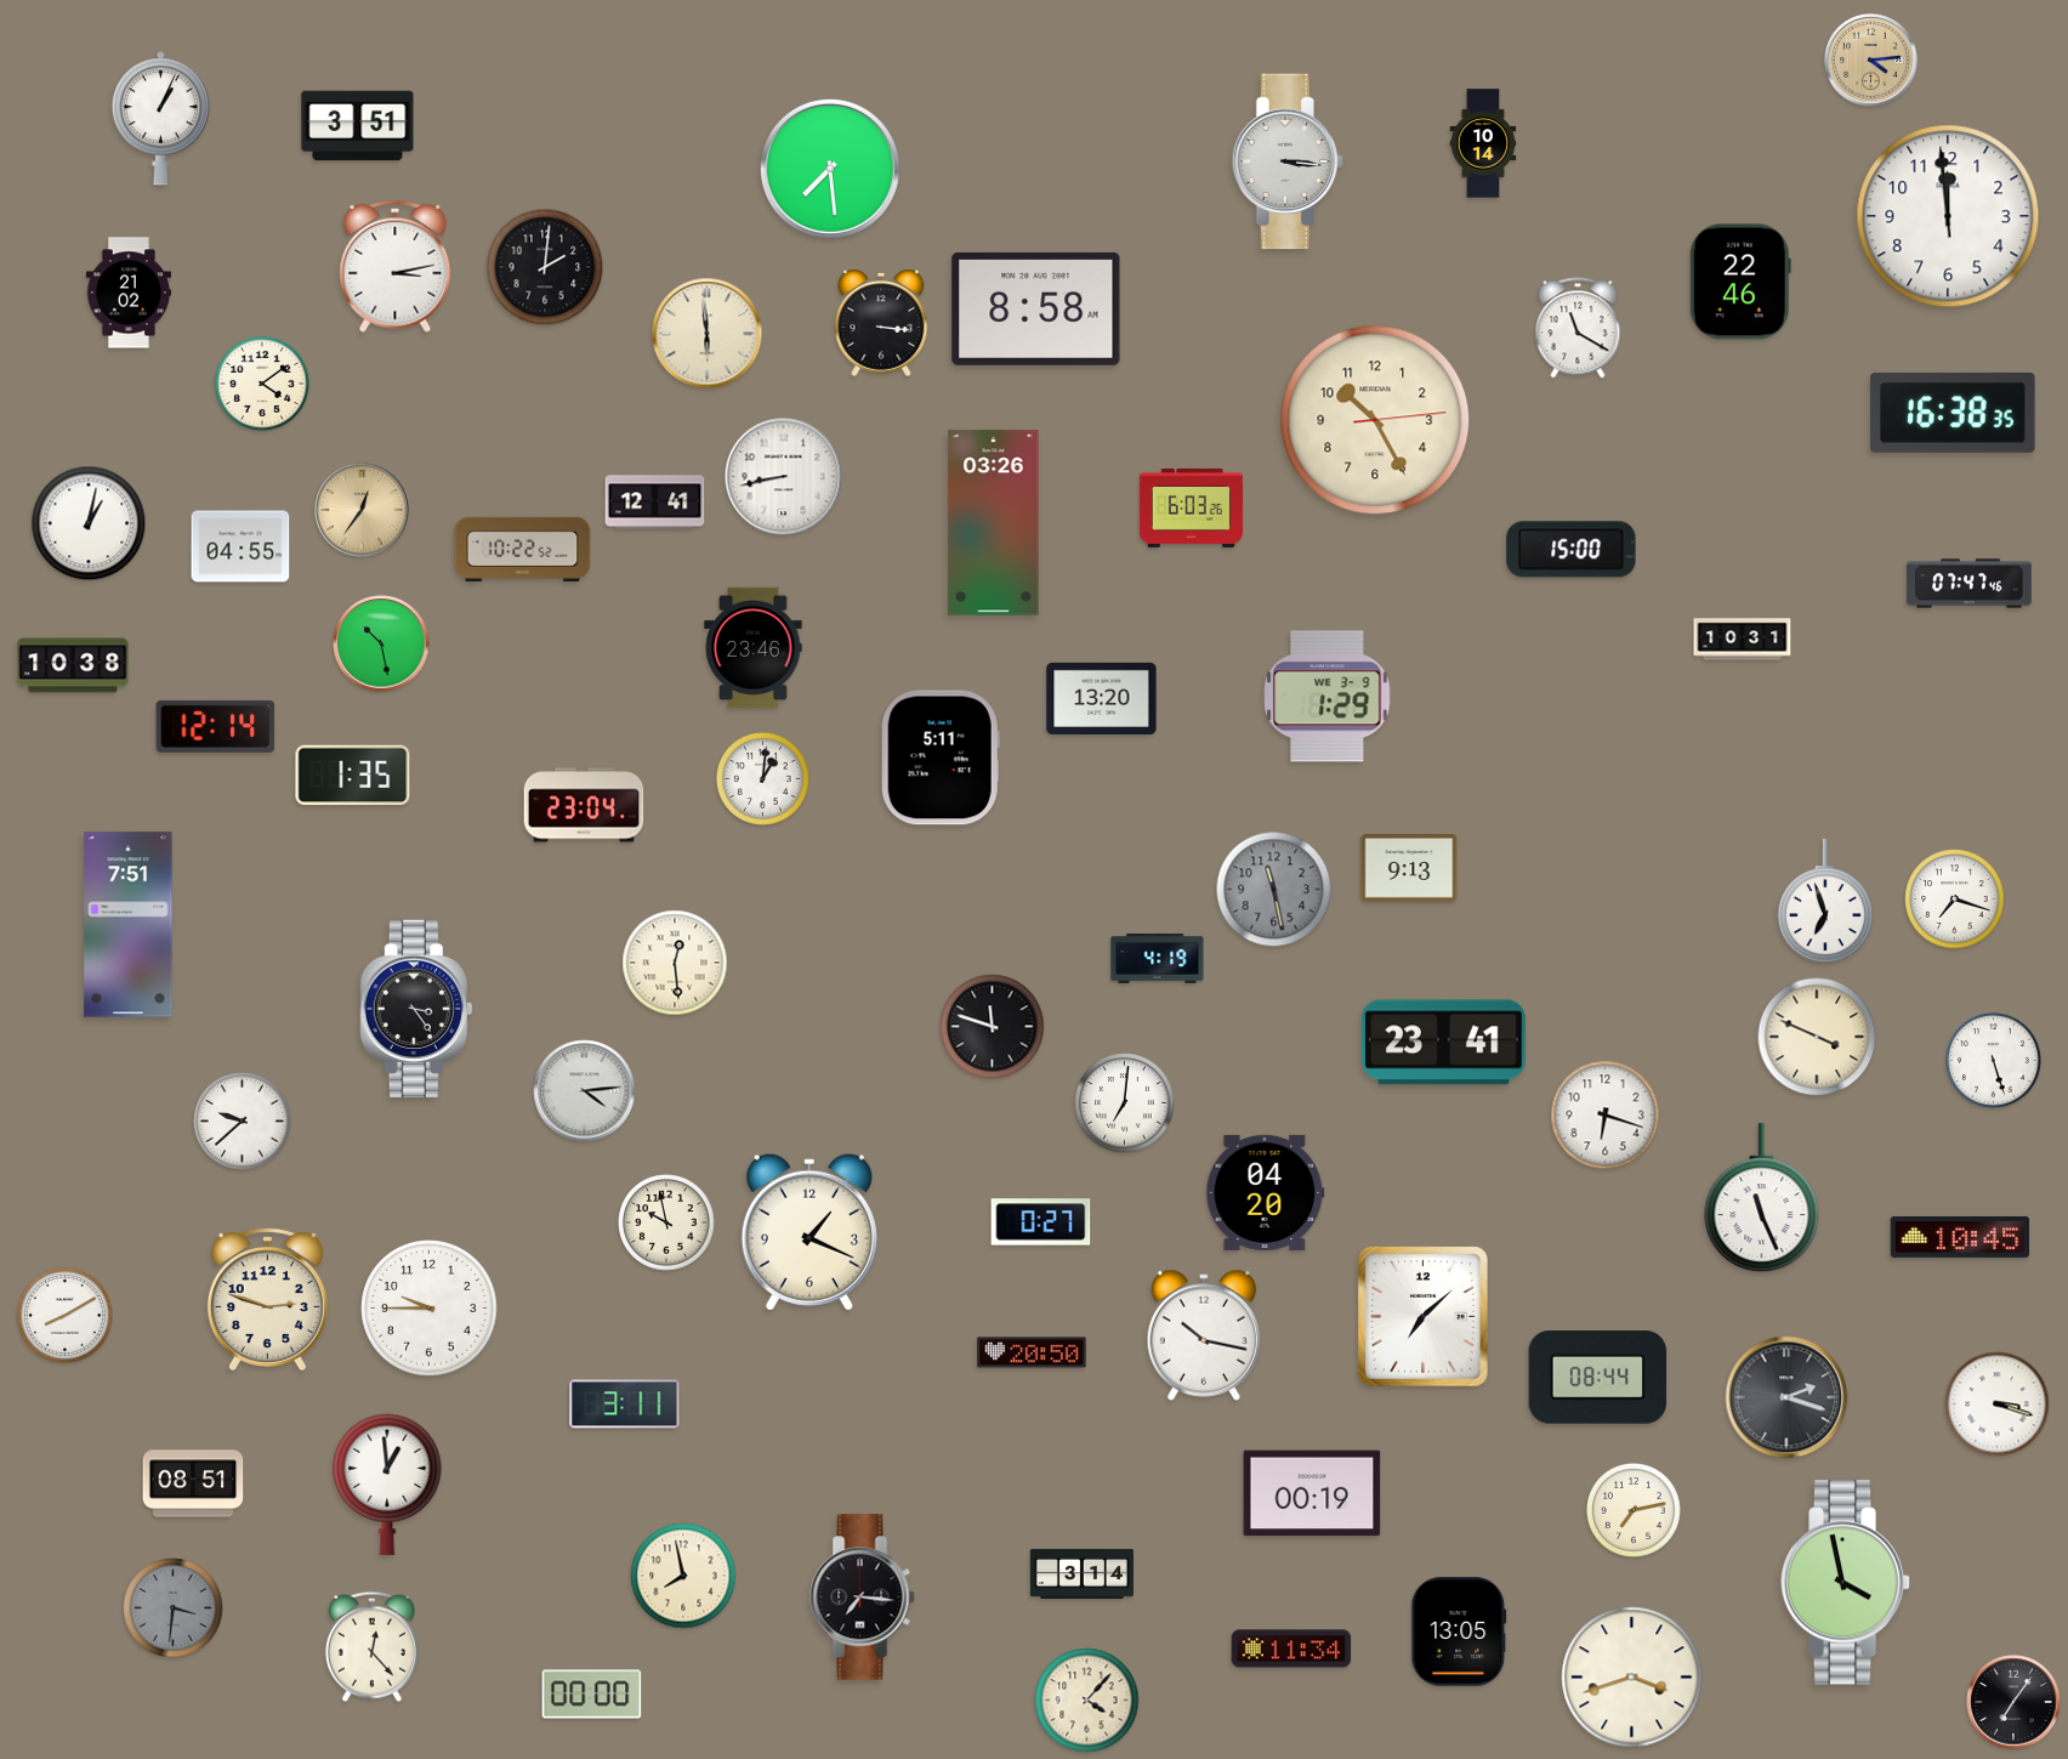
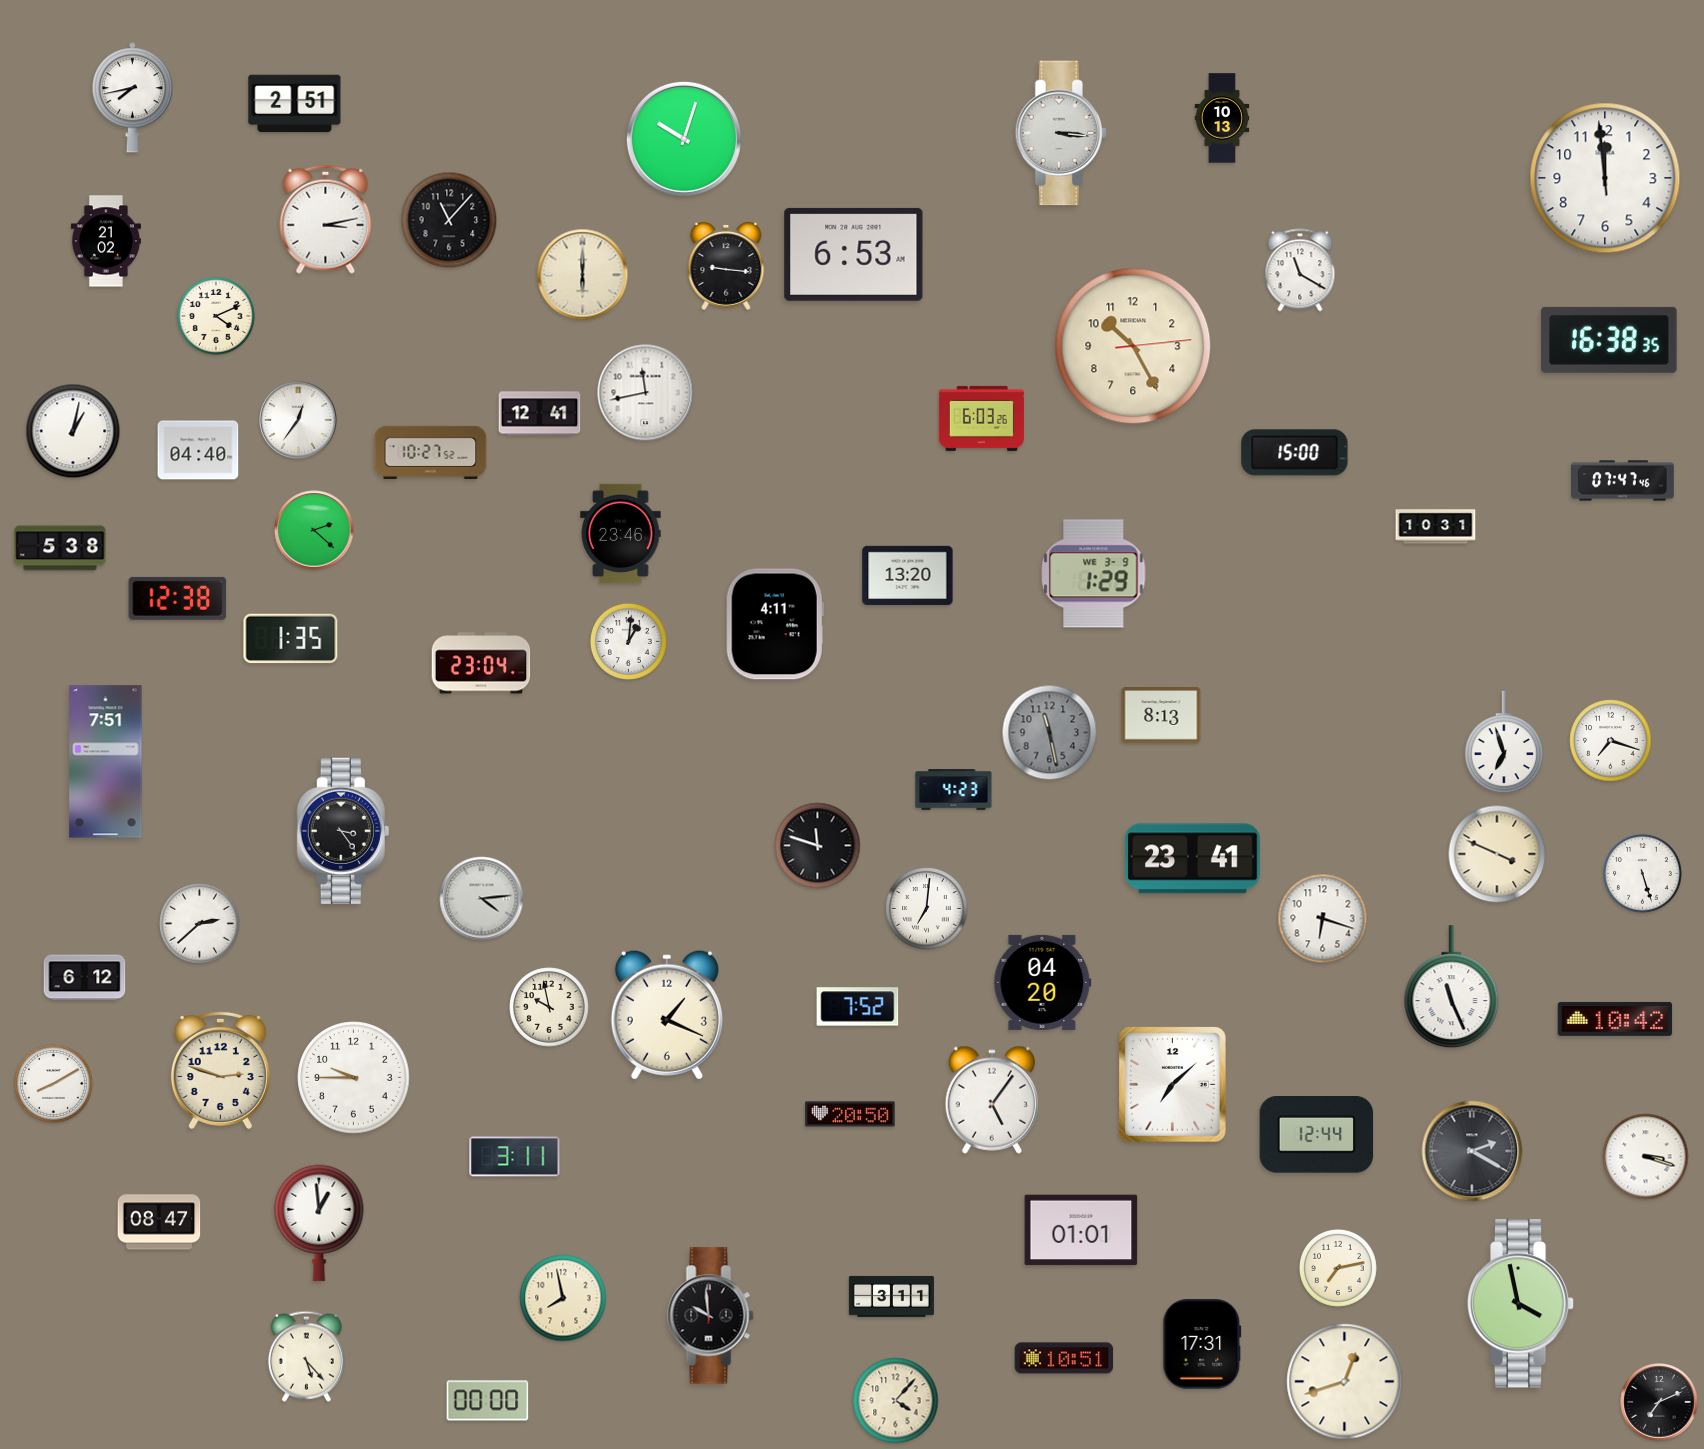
clock at (1871, 61): 4:14 -> none
clock at (160, 119): 1:04 -> 7:43
clock at (358, 126): 3:51 -> 2:51
clock at (1483, 143): 10:14 -> 10:13
clock at (830, 169): 7:29 -> 10:03
clock at (545, 267): 2:01 -> 11:07
clock at (1740, 282): 22:46 -> none
clock at (1036, 308): 8:58 -> 6:53
clock at (881, 323): 3:16 -> 9:16
clock at (708, 334): 5:59 -> 6:00
clock at (262, 384): 4:09 -> 4:11
clock at (784, 477): 8:43 -> 11:43
clock at (362, 510) dial: champagne -> white
clock at (994, 523): 03:26 -> none
clock at (240, 546): 04:55 -> 04:40
clock at (523, 549): 10:22 -> 10:27
clock at (381, 643): 10:28 -> 2:22
clock at (73, 665): 10:38 -> 5:38
clock at (216, 726): 12:14 -> 12:38
clock at (941, 757): 5:11 -> 4:11
clock at (1409, 868): 9:13 -> 8:13
clock at (1158, 959): 4:19 -> 4:23
clock at (675, 963): 12:29 -> none
clock at (1444, 1043) position: (1444, 1043) -> (1193, 859)
clock at (243, 1122): 9:38 -> 2:38
clock at (85, 978): none -> 6:12
clock at (1041, 1222): 0:27 -> 7:52
clock at (1960, 1237): 10:45 -> 10:42
clock at (1203, 1335): 10:17 -> 5:06
clock at (1598, 1378): 08:44 -> 12:44
clock at (1786, 1397): 2:18 -> 2:20
clock at (193, 1483): 08:51 -> 08:47
clock at (1312, 1493): 00:19 -> 01:01
clock at (1634, 1510) position: (1634, 1510) -> (1338, 1268)
clock at (1081, 1573): 3:14 -> 3:11
clock at (863, 1598): 7:16 -> 9:59
clock at (174, 1608): 3:31 -> none
clock at (1459, 1632): 13:05 -> 17:31
clock at (371, 1646): 12:23 -> 5:23
clock at (1291, 1649): 11:34 -> 10:51
clock at (1632, 1678): 3:42 -> 12:42
clock at (592, 1695) position: (592, 1695) -> (488, 1401)
clock at (2013, 1702): 7:06 -> 7:11
